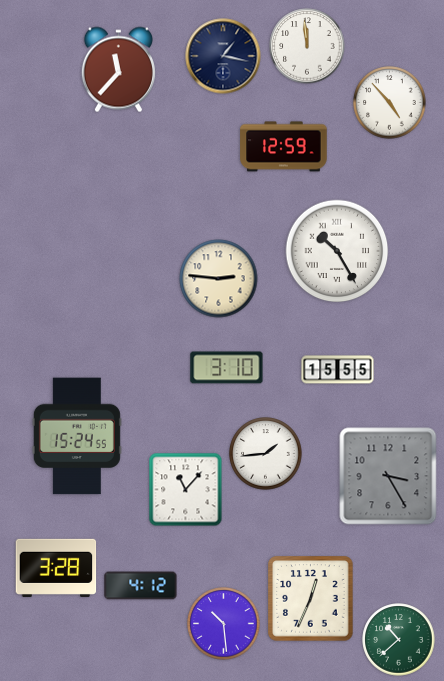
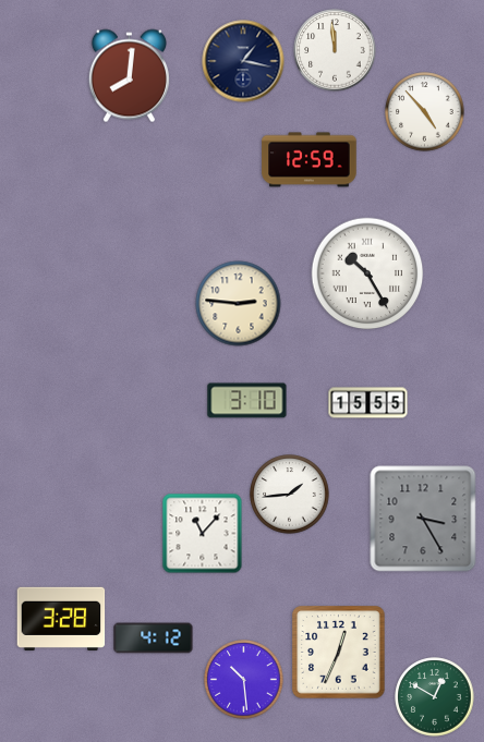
clock at (118, 70): 11:37 -> 8:01
clock at (77, 436): 15:24 -> none
clock at (399, 640): 10:38 -> 12:50
